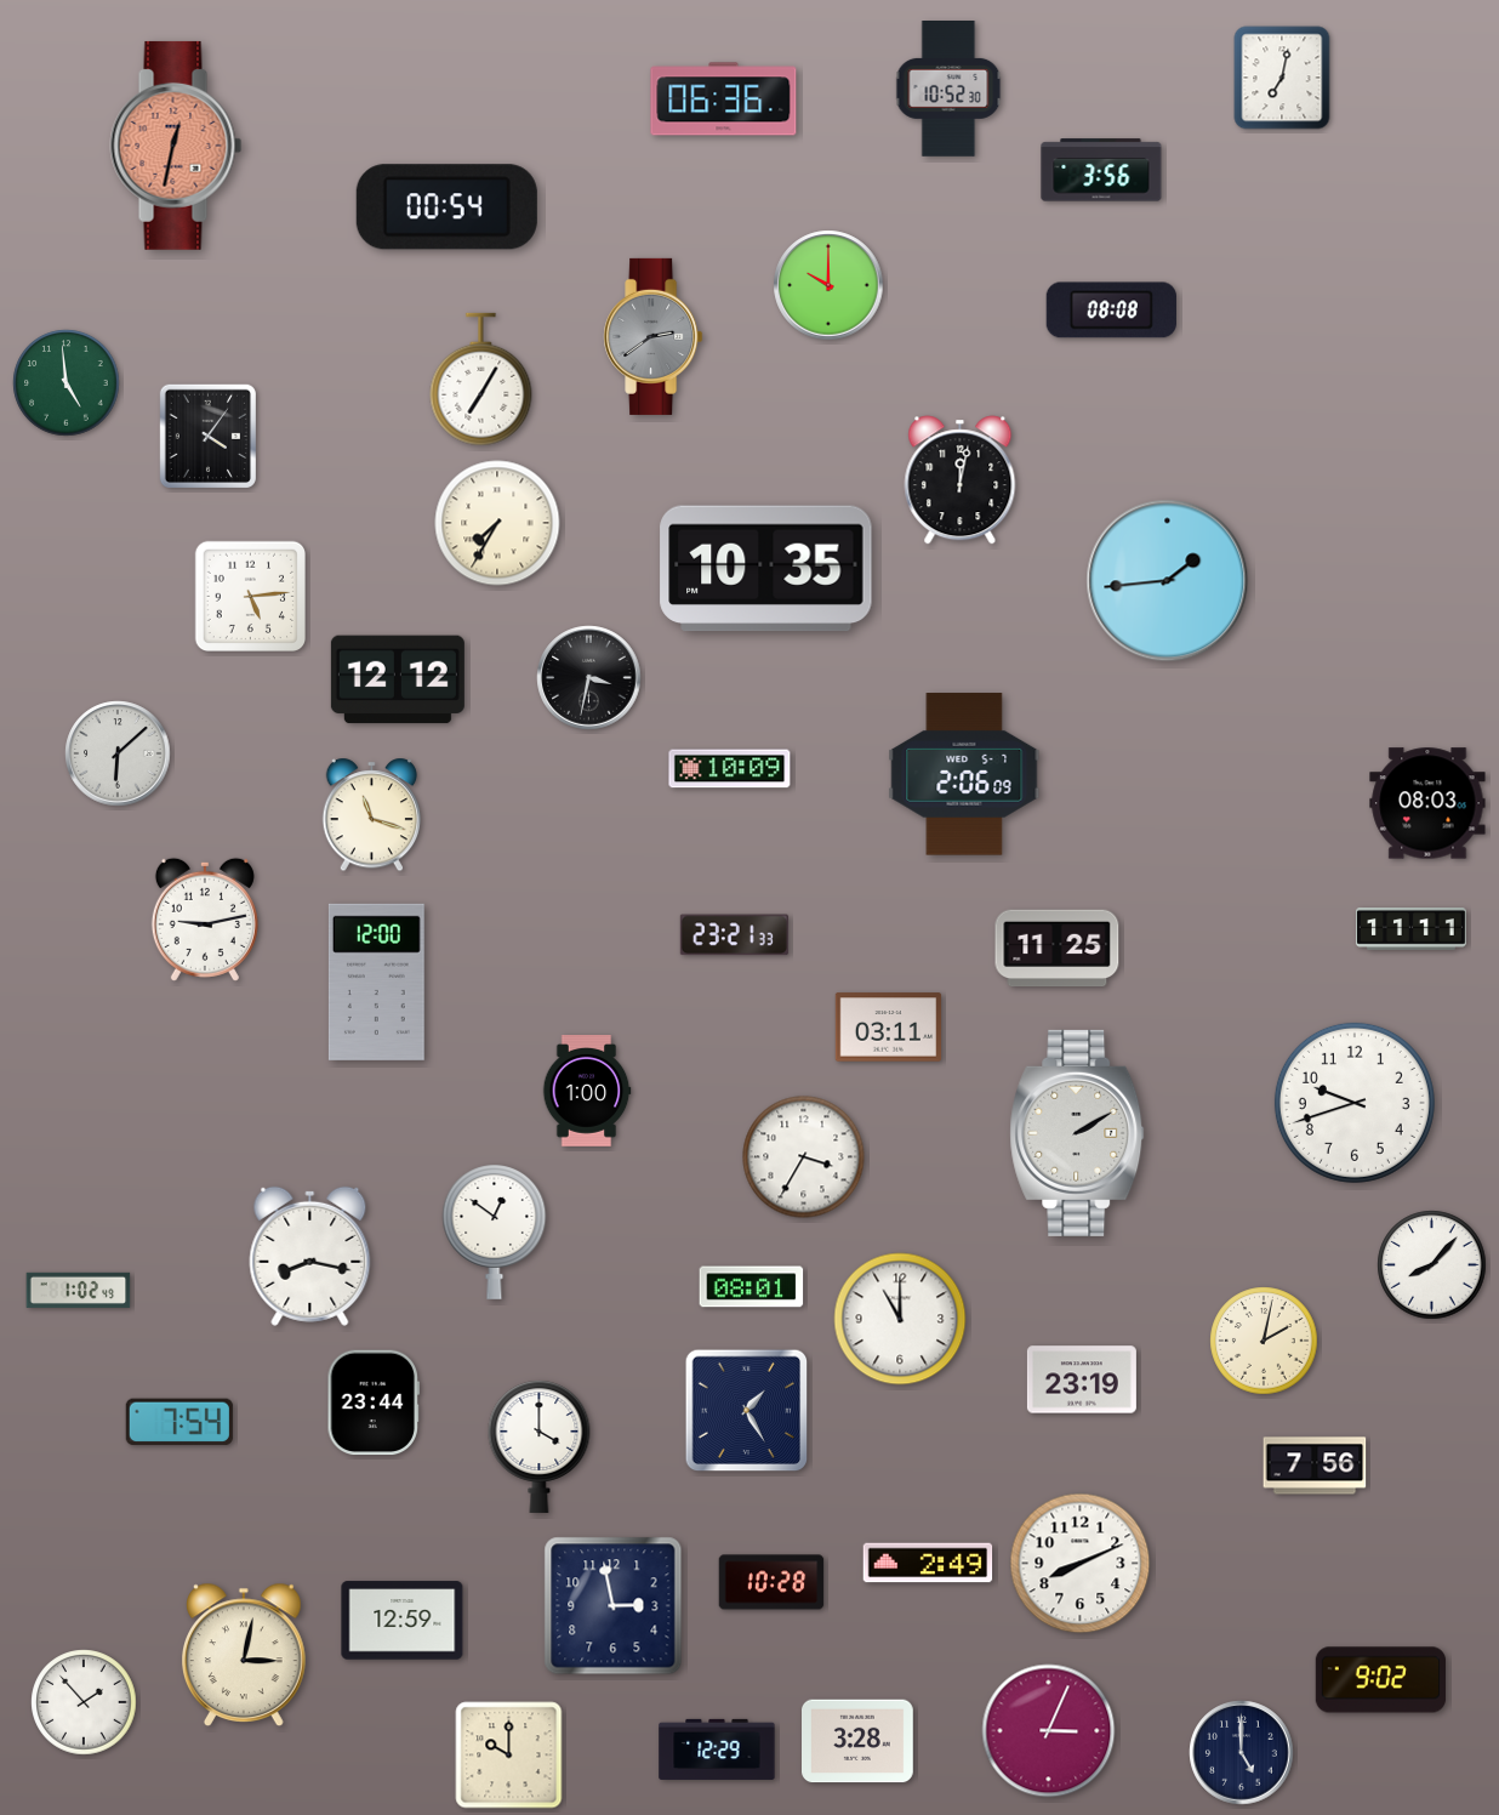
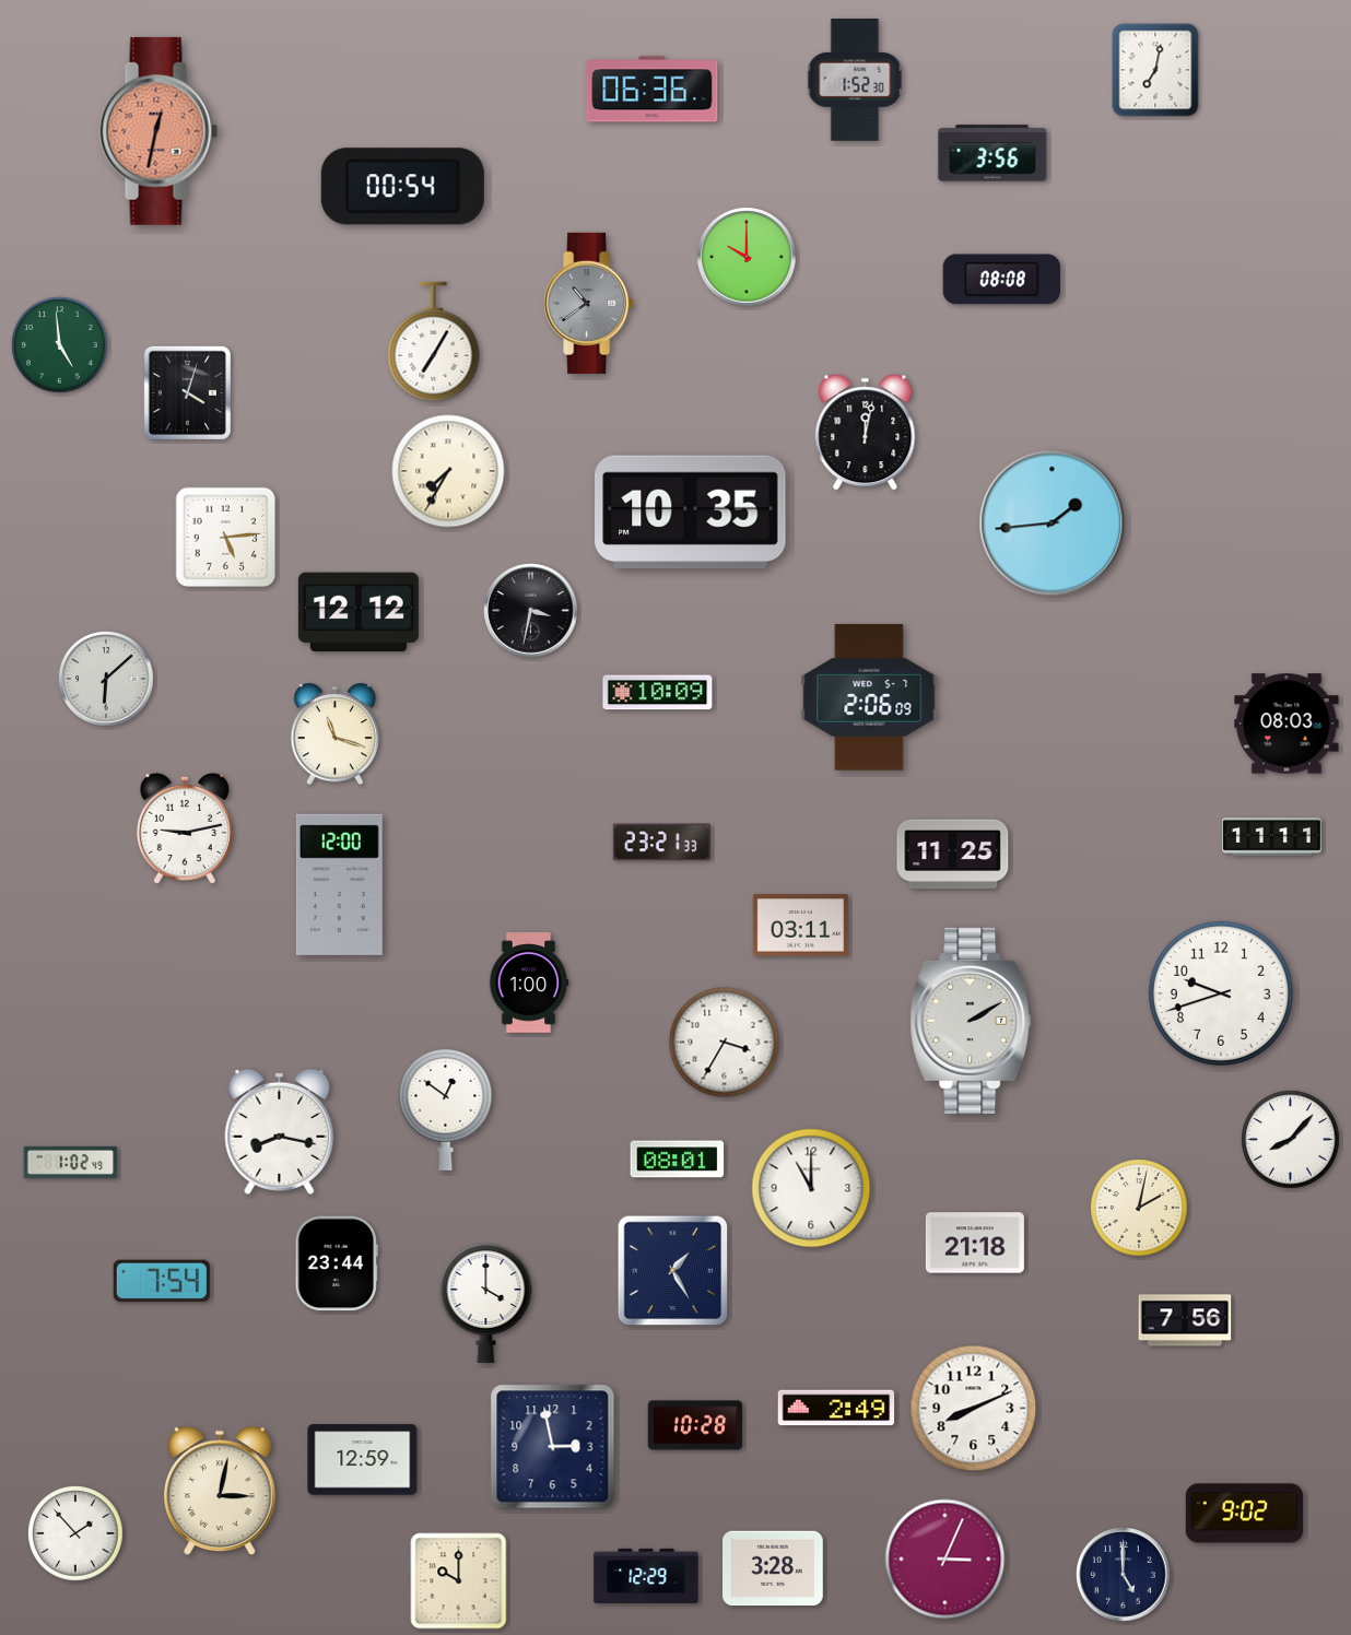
clock at (948, 90): 10:52 -> 1:52
clock at (654, 336): 2:39 -> 10:39
clock at (207, 436): 4:06 -> 4:03
clock at (1082, 1379): 23:19 -> 21:18
clock at (1242, 1753) position: (1242, 1753) -> (1124, 1575)
